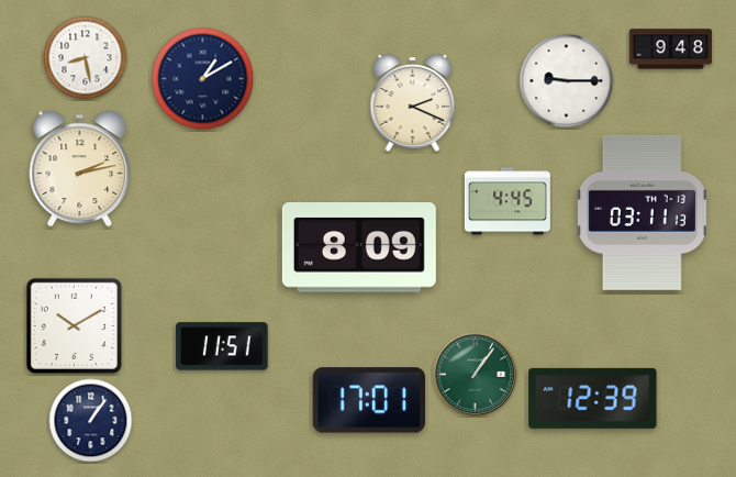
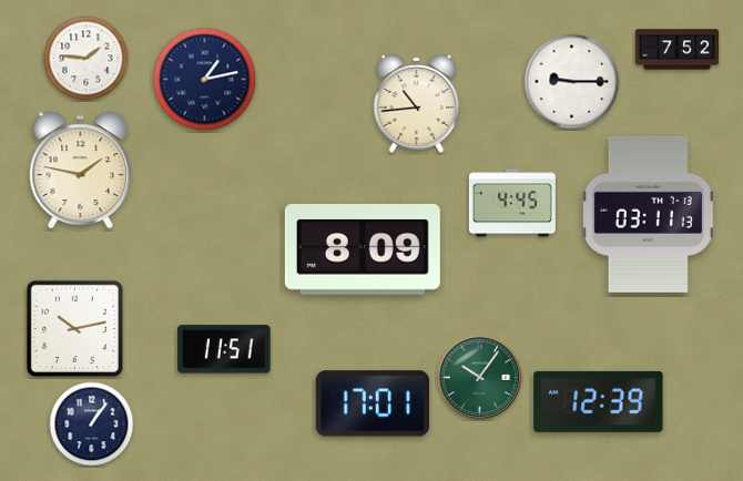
clock at (670, 49): 9:48 -> 7:52
clock at (86, 58): 8:28 -> 1:46
clock at (203, 79): 1:10 -> 1:13
clock at (413, 103): 2:19 -> 10:44
clock at (80, 169): 2:13 -> 1:47
clock at (74, 325): 10:10 -> 10:13
clock at (476, 375): 1:06 -> 10:06
